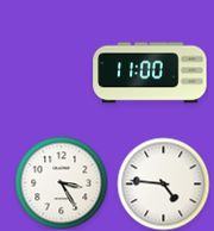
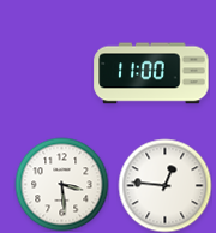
clock at (61, 182): 3:25 -> 3:29
clock at (163, 183): 4:46 -> 12:46
